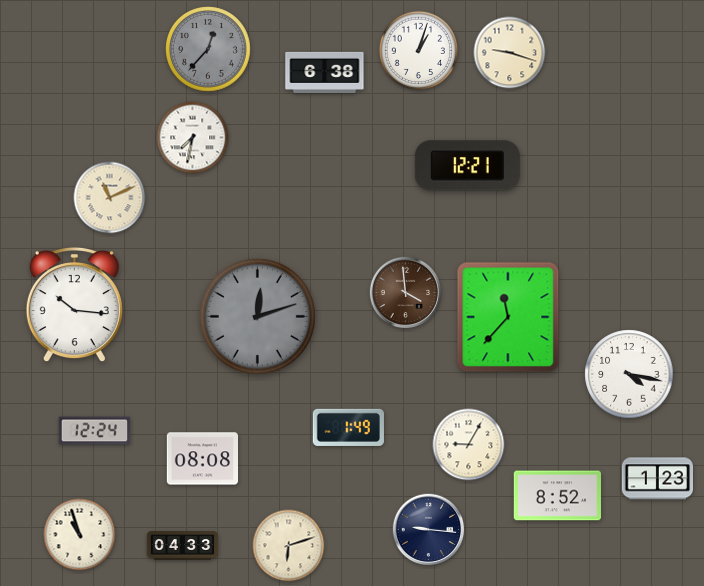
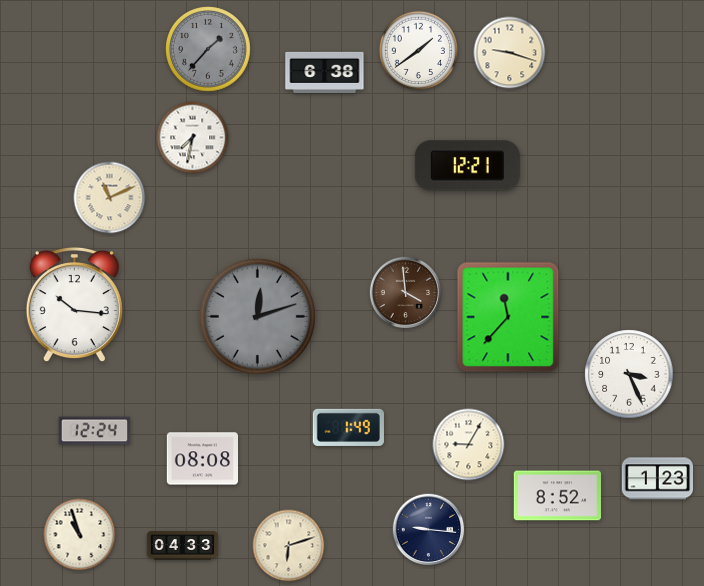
clock at (209, 50): 12:37 -> 1:37
clock at (419, 51): 1:03 -> 1:39
clock at (629, 374): 4:17 -> 3:26
